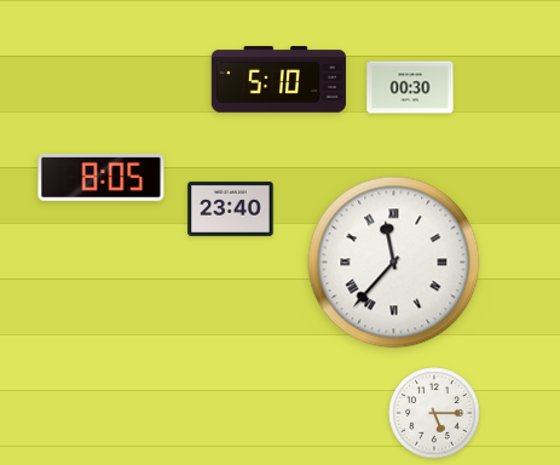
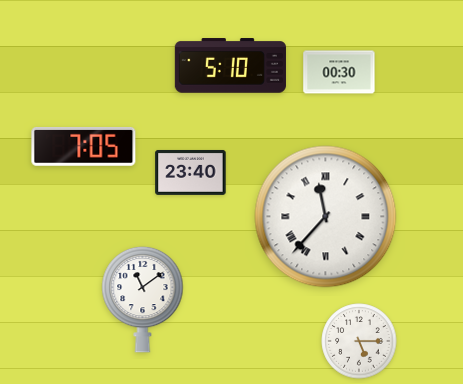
clock at (102, 177): 8:05 -> 7:05
clock at (143, 299): none -> 11:09
